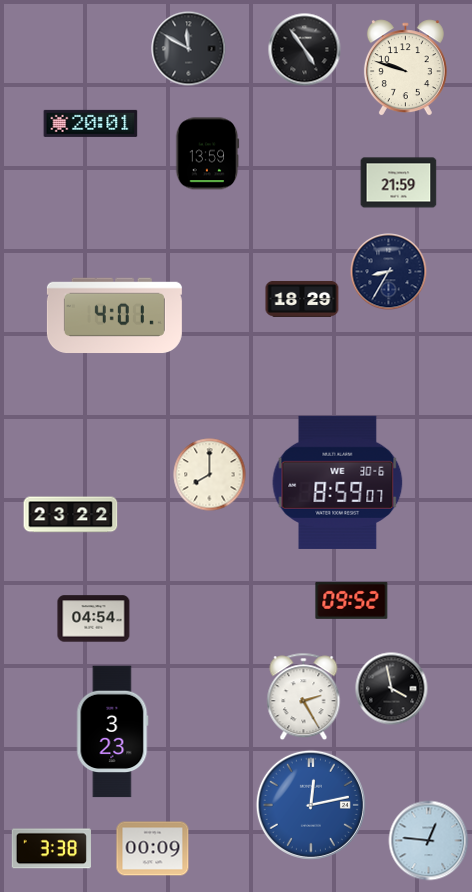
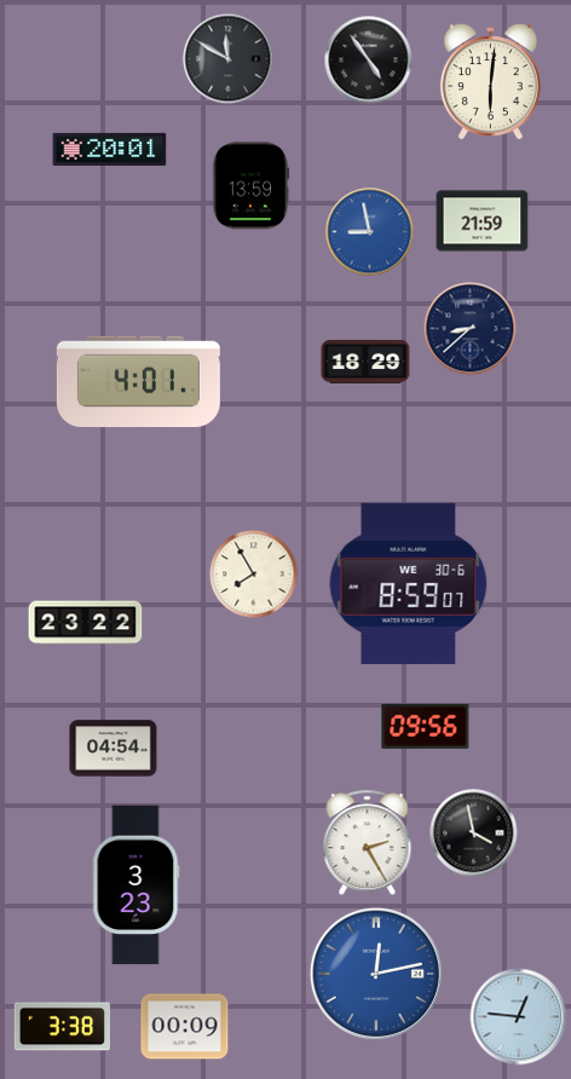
clock at (405, 68): 9:48 -> 6:01
clock at (370, 232): none -> 8:58
clock at (389, 272): 8:35 -> 8:38
clock at (210, 475): 8:00 -> 7:55
clock at (352, 600): 09:52 -> 09:56
